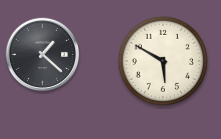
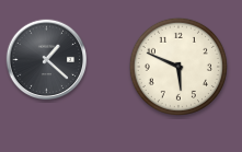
clock at (163, 61): 5:50 -> 5:49
